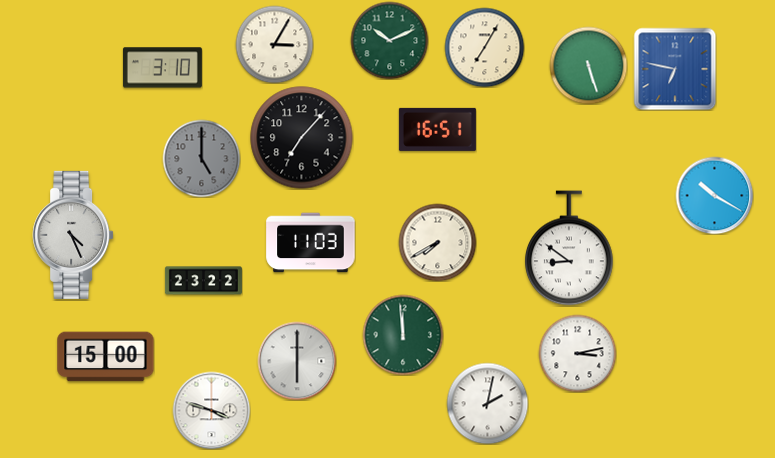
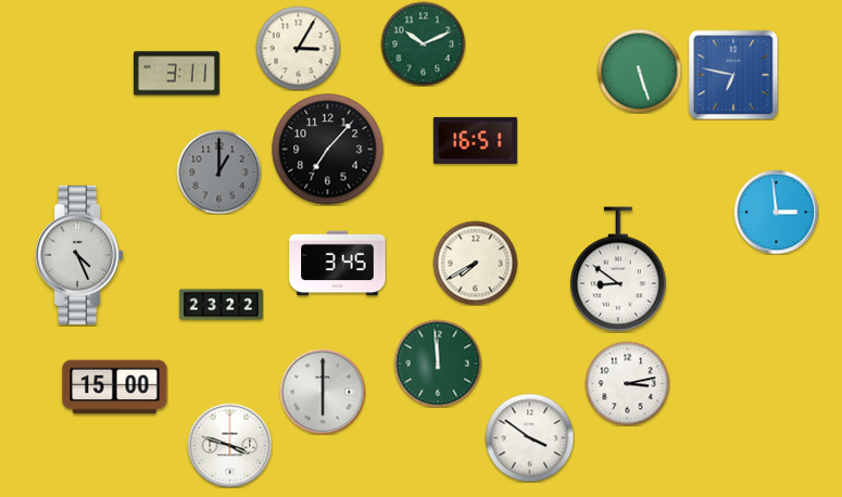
clock at (484, 47): 7:05 -> none
clock at (162, 68): 3:10 -> 3:11
clock at (201, 158): 5:00 -> 1:00
clock at (714, 195): 10:20 -> 2:59
clock at (311, 243): 11:03 -> 3:45
clock at (487, 403): 2:02 -> 3:51
